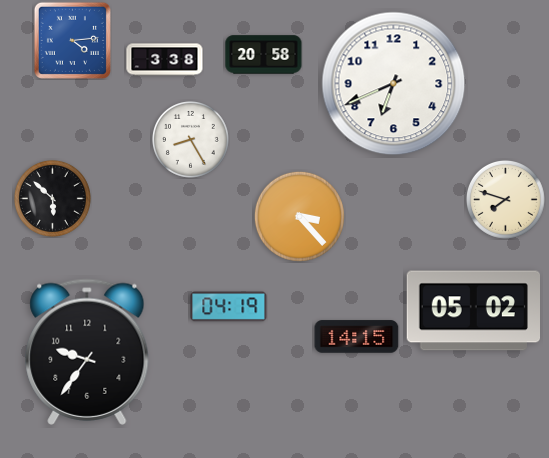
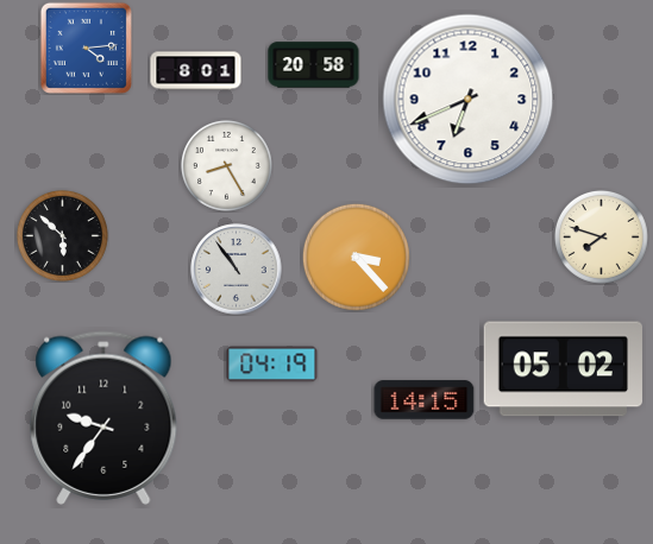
clock at (165, 60): 3:38 -> 8:01
clock at (237, 270): none -> 10:54
